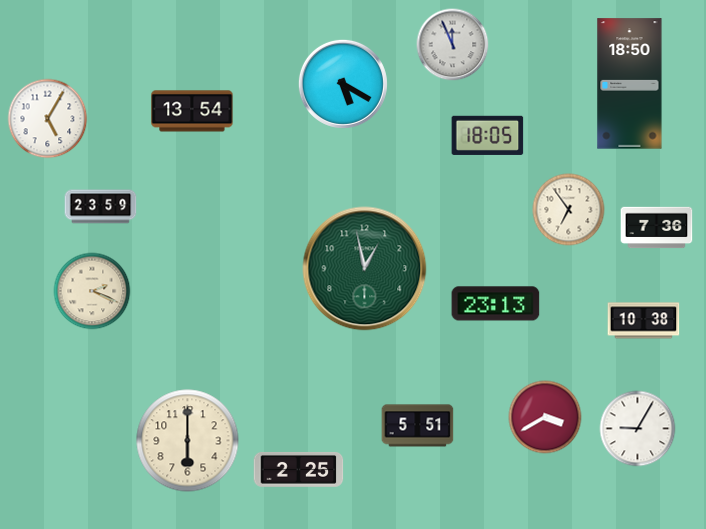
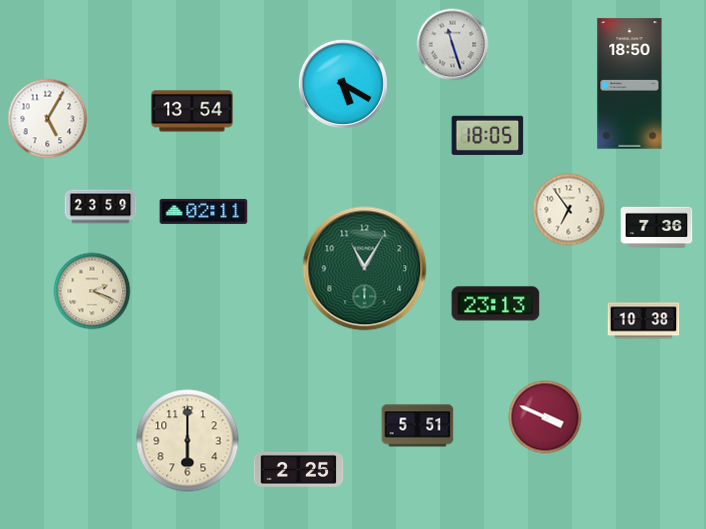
clock at (453, 45): 11:56 -> 11:27
clock at (204, 211): none -> 02:11
clock at (365, 269): 12:58 -> 11:05
clock at (545, 417): 3:40 -> 3:49
clock at (638, 429): 9:05 -> none
